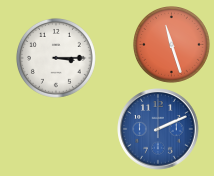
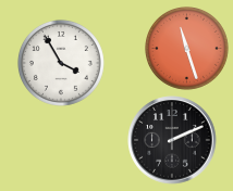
clock at (56, 58): 3:15 -> 3:55
clock at (158, 129) dial: blue -> black
